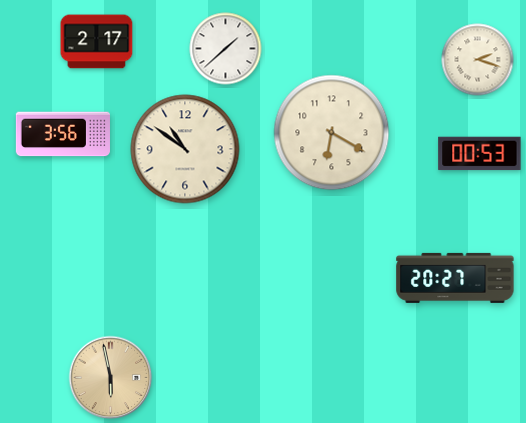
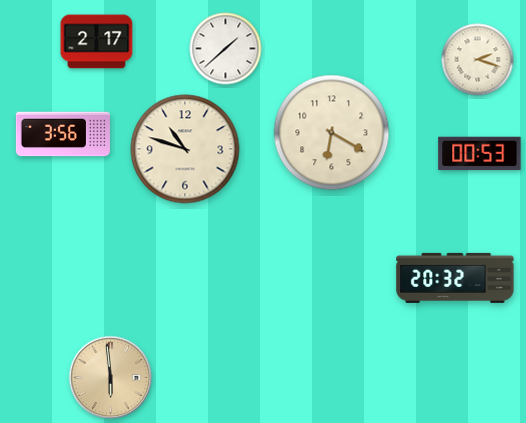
clock at (185, 149): 10:51 -> 10:48
clock at (455, 278): 20:27 -> 20:32
clock at (111, 378): 5:58 -> 5:59
